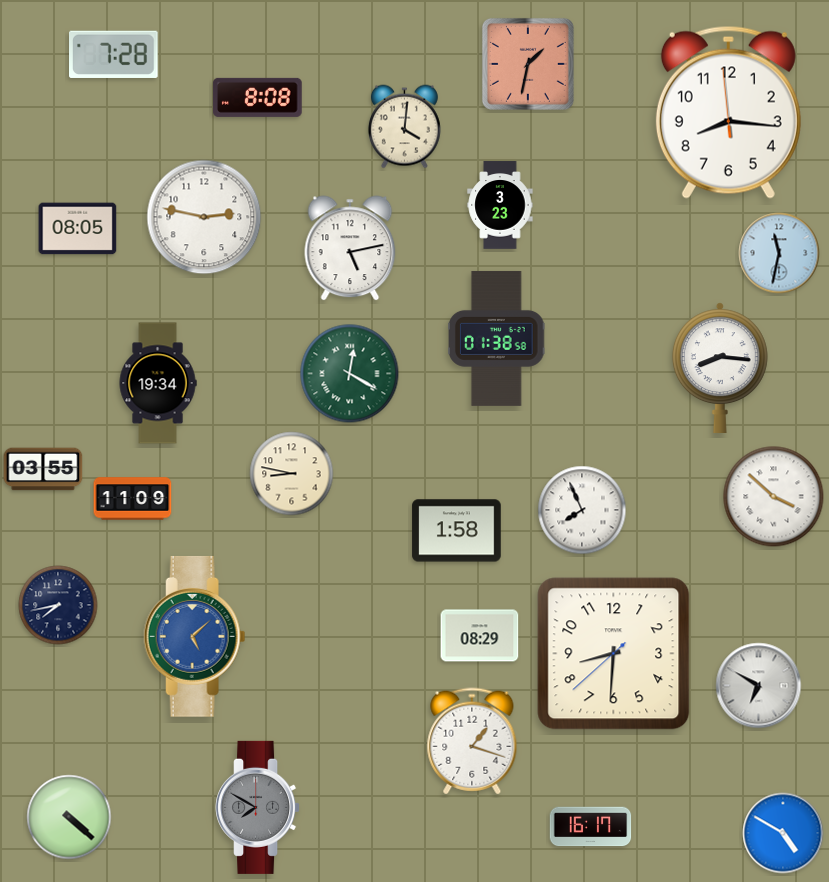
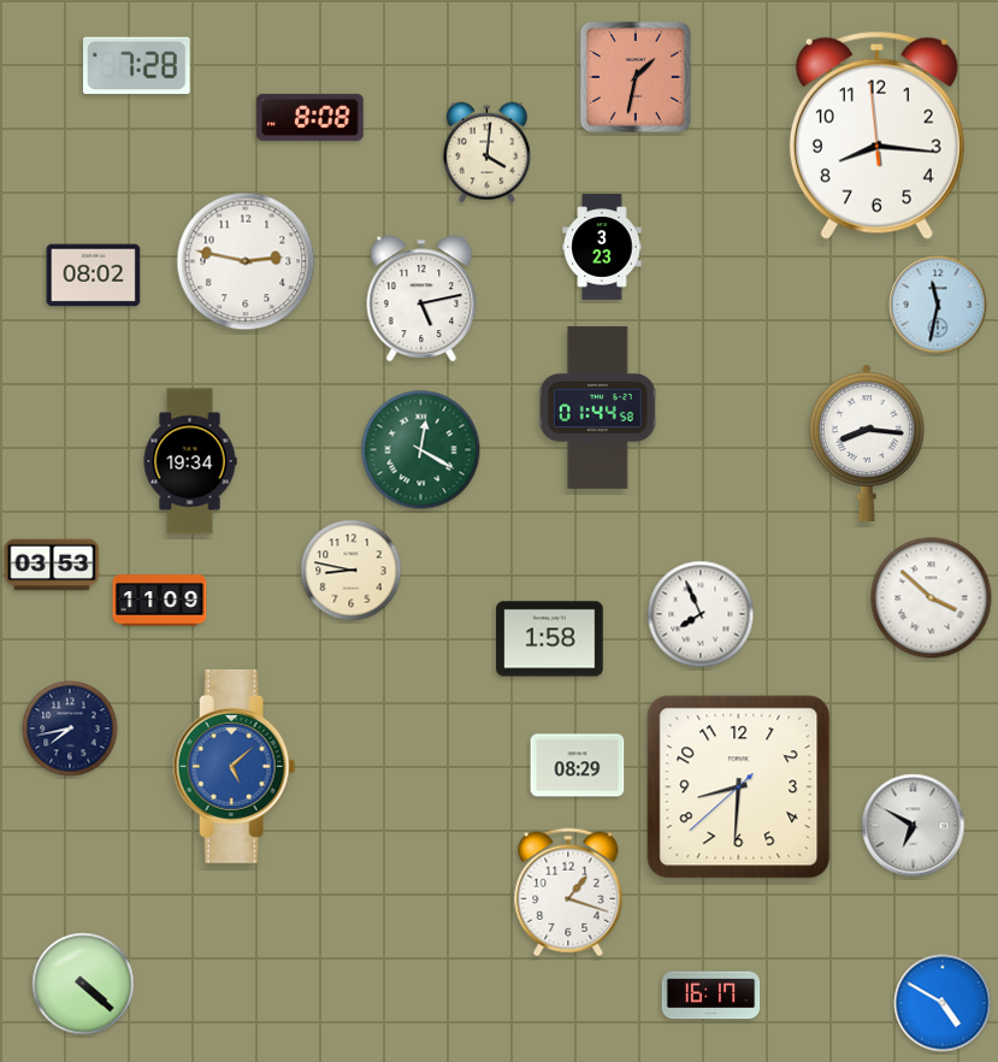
clock at (78, 229): 08:05 -> 08:02
clock at (497, 338): 01:38 -> 01:44
clock at (43, 469): 03:55 -> 03:53
clock at (258, 807): 7:50 -> none
